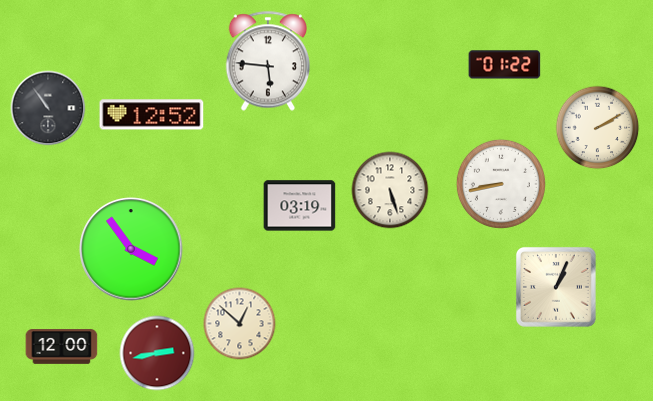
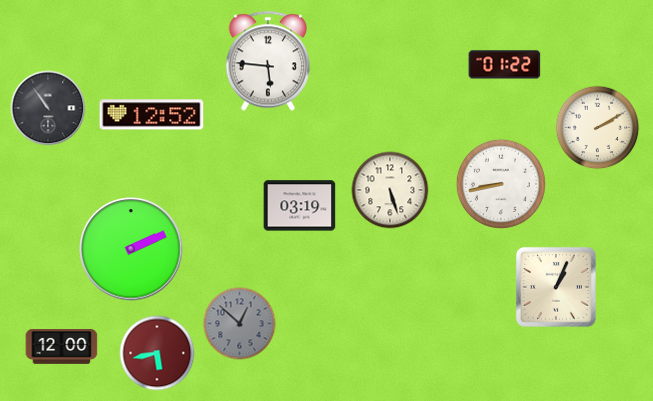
clock at (131, 249): 3:54 -> 2:11
clock at (240, 324) dial: cream -> grey
clock at (157, 353): 2:43 -> 5:43
